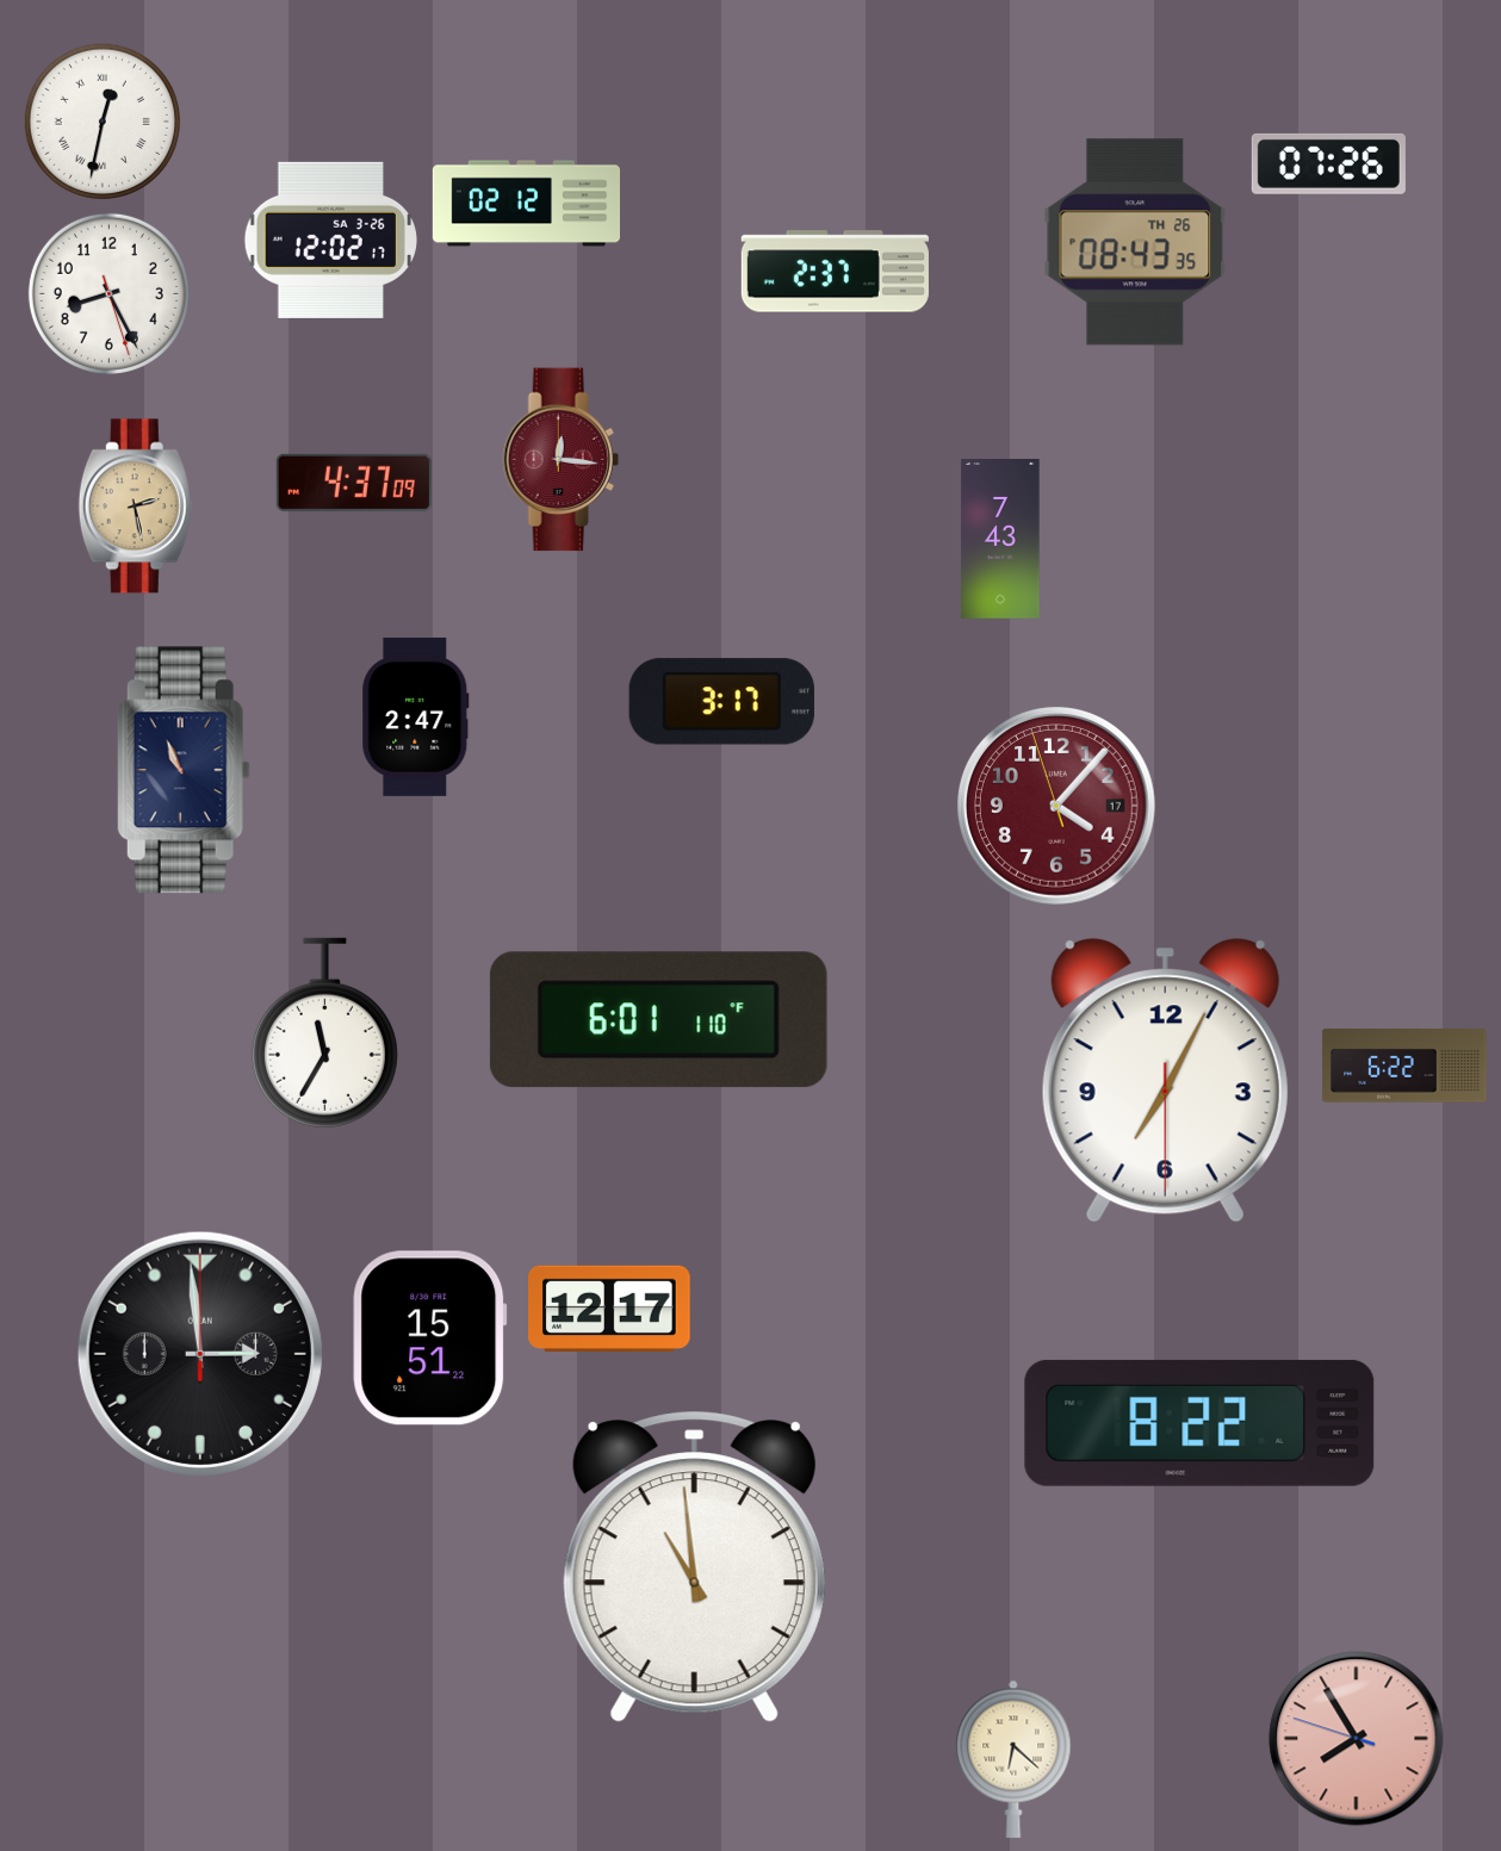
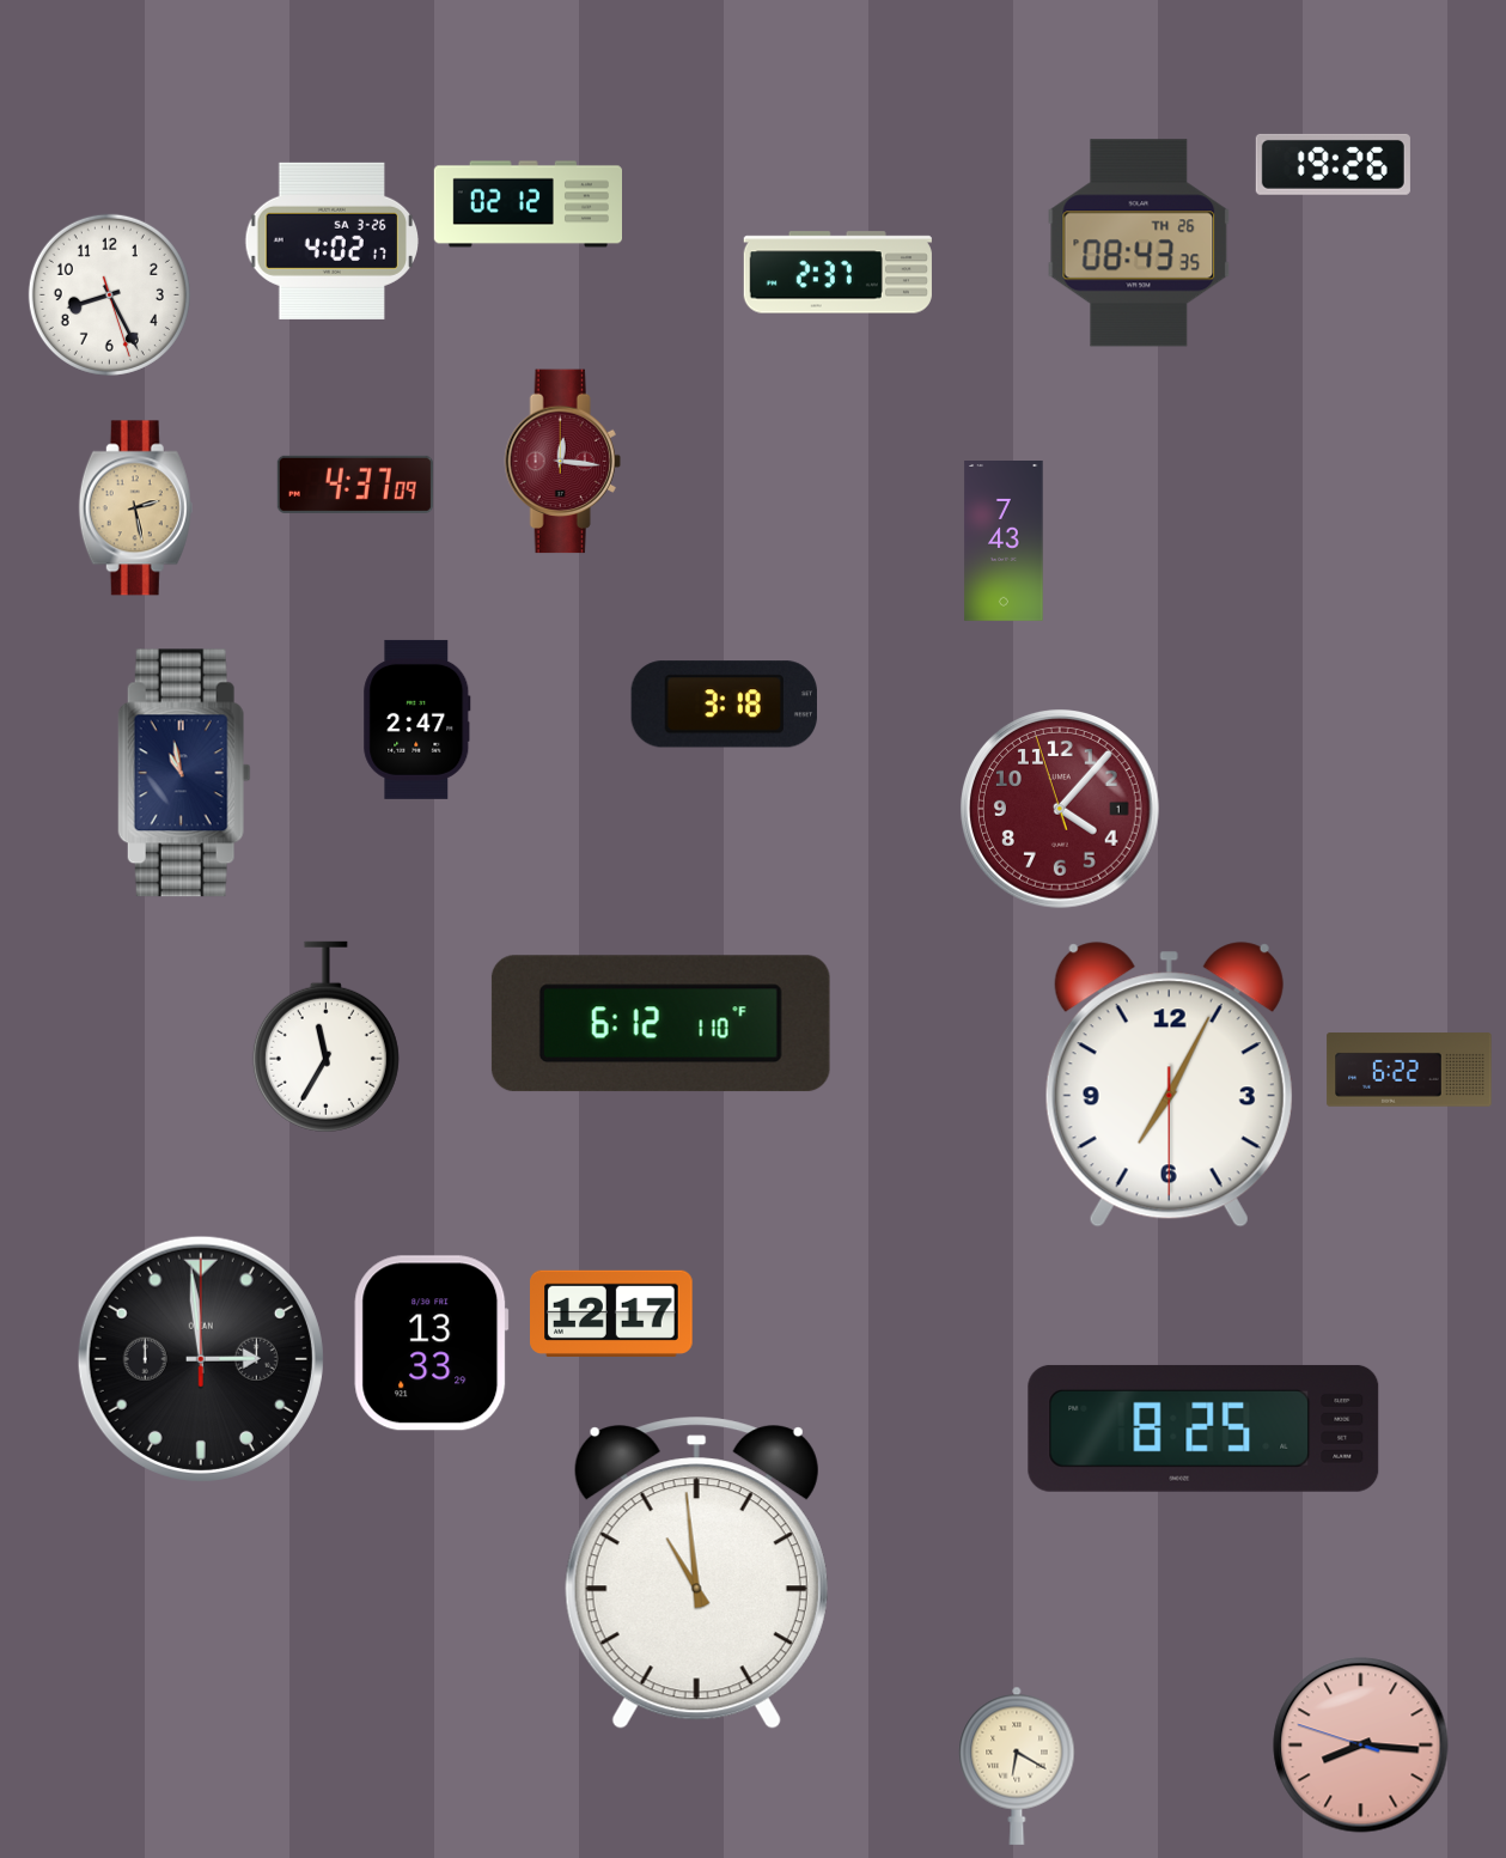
clock at (103, 122): 12:32 -> none
clock at (1328, 163): 07:26 -> 19:26
clock at (330, 240): 12:02 -> 4:02
clock at (721, 702): 3:17 -> 3:18
clock at (184, 770): 10:56 -> 10:58
clock at (1056, 806) date: 17 -> 1
clock at (658, 1020): 6:01 -> 6:12
clock at (430, 1338): 15:51 -> 13:33
clock at (1199, 1423): 8:22 -> 8:25
clock at (1357, 1739): 7:54 -> 8:15
clock at (1013, 1759): 6:22 -> 6:20
